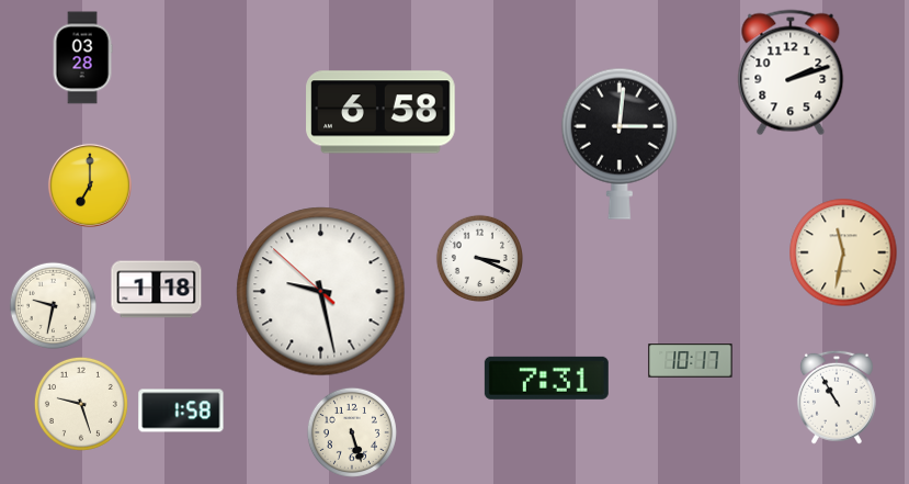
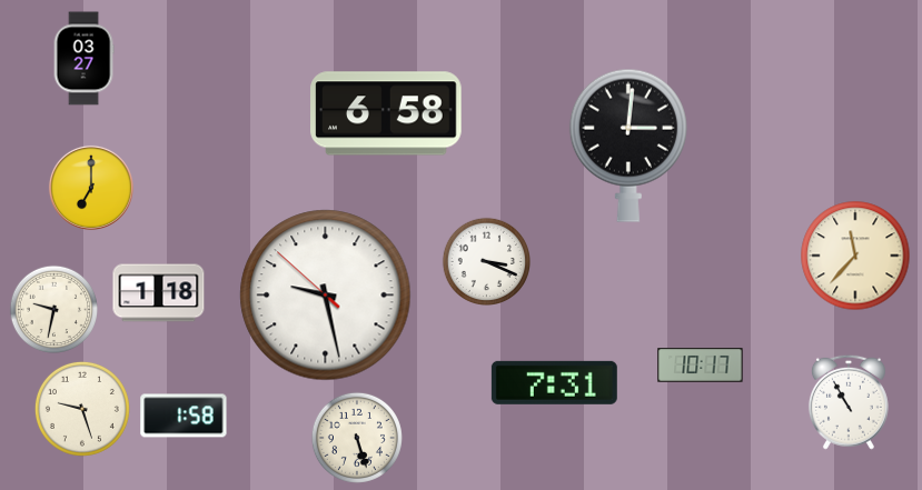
clock at (82, 58): 03:28 -> 03:27
clock at (791, 72): 2:12 -> none
clock at (843, 252): 11:32 -> 11:37
